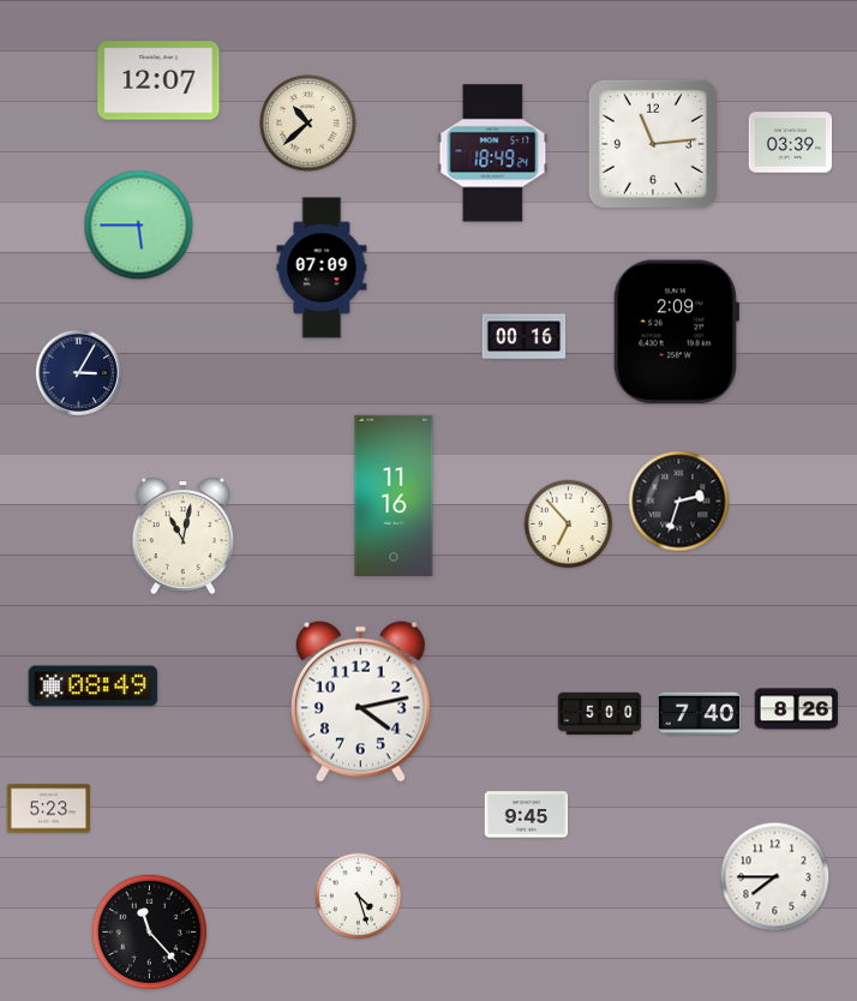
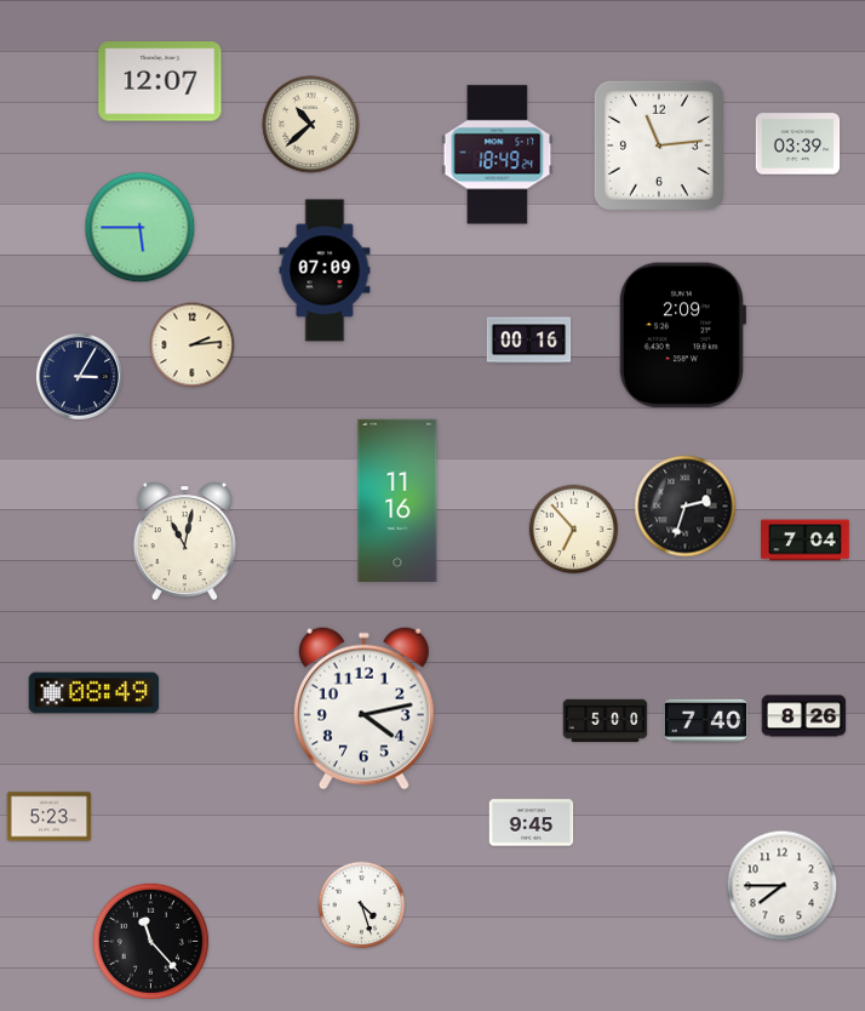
clock at (193, 345): none -> 2:14
clock at (806, 541): none -> 7:04
